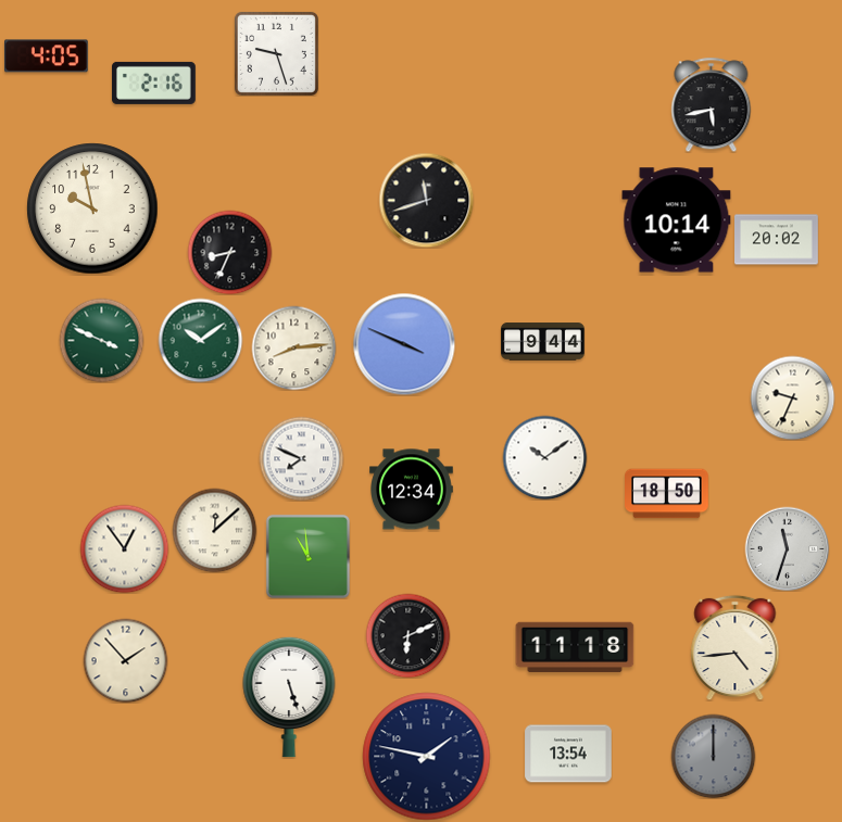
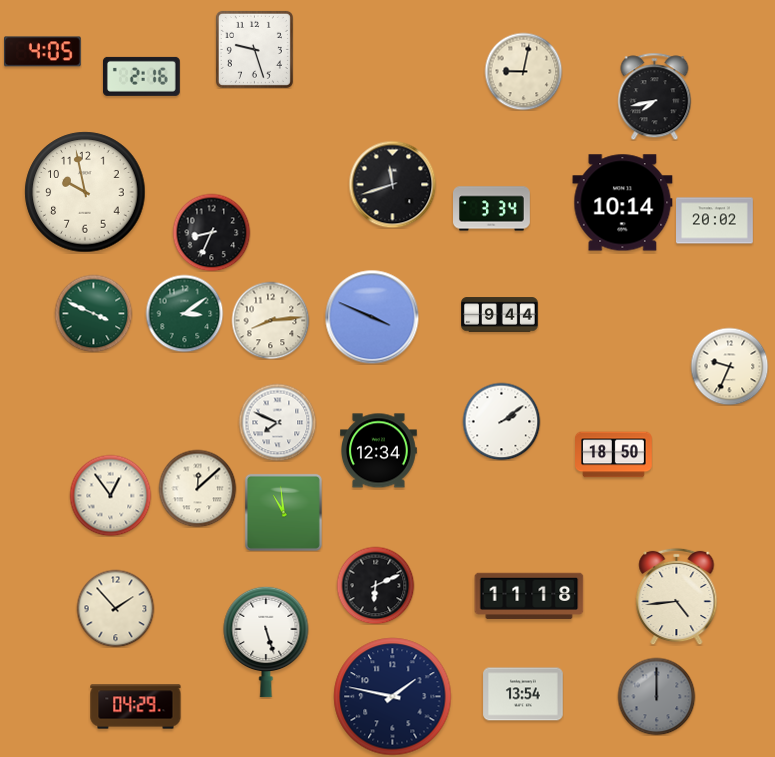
clock at (523, 71): none -> 9:02
clock at (712, 104): 5:43 -> 7:43
clock at (492, 209): none -> 3:34
clock at (200, 340): 10:09 -> 3:09
clock at (544, 457): 10:09 -> 2:09
clock at (124, 548) position: (124, 548) -> (110, 495)
clock at (787, 548): 11:33 -> none
clock at (136, 707): none -> 04:29
